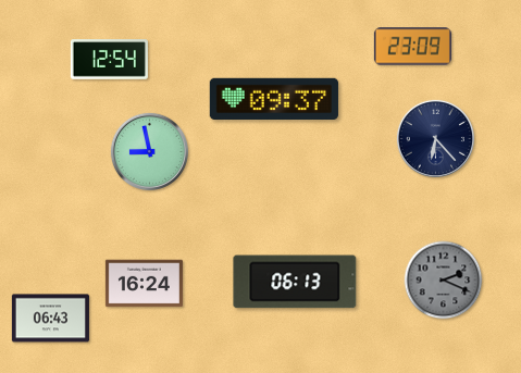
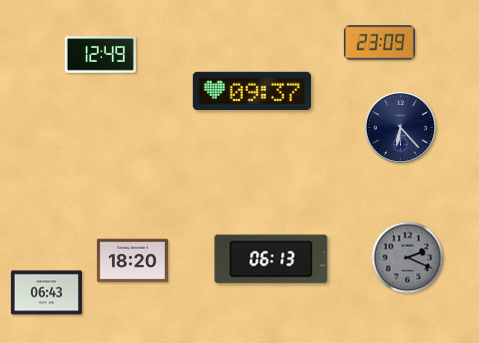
clock at (109, 60): 12:54 -> 12:49
clock at (149, 151): 8:58 -> none
clock at (144, 284): 16:24 -> 18:20
